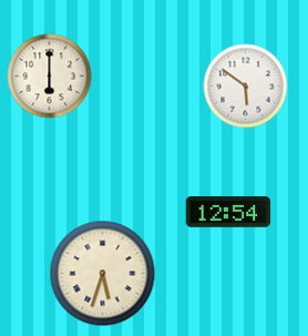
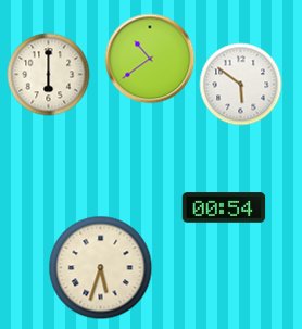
clock at (150, 59): none -> 10:39
clock at (228, 212): 12:54 -> 00:54
